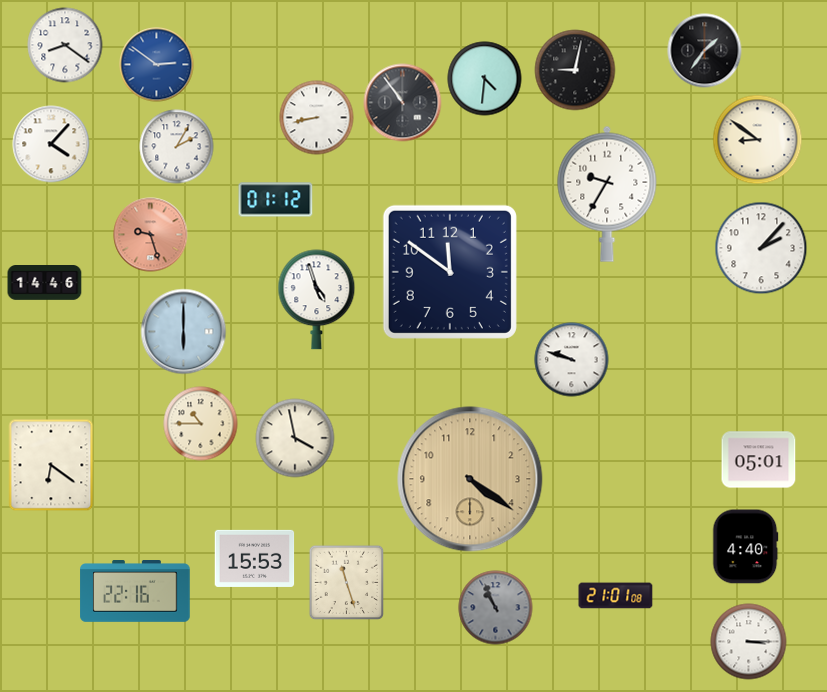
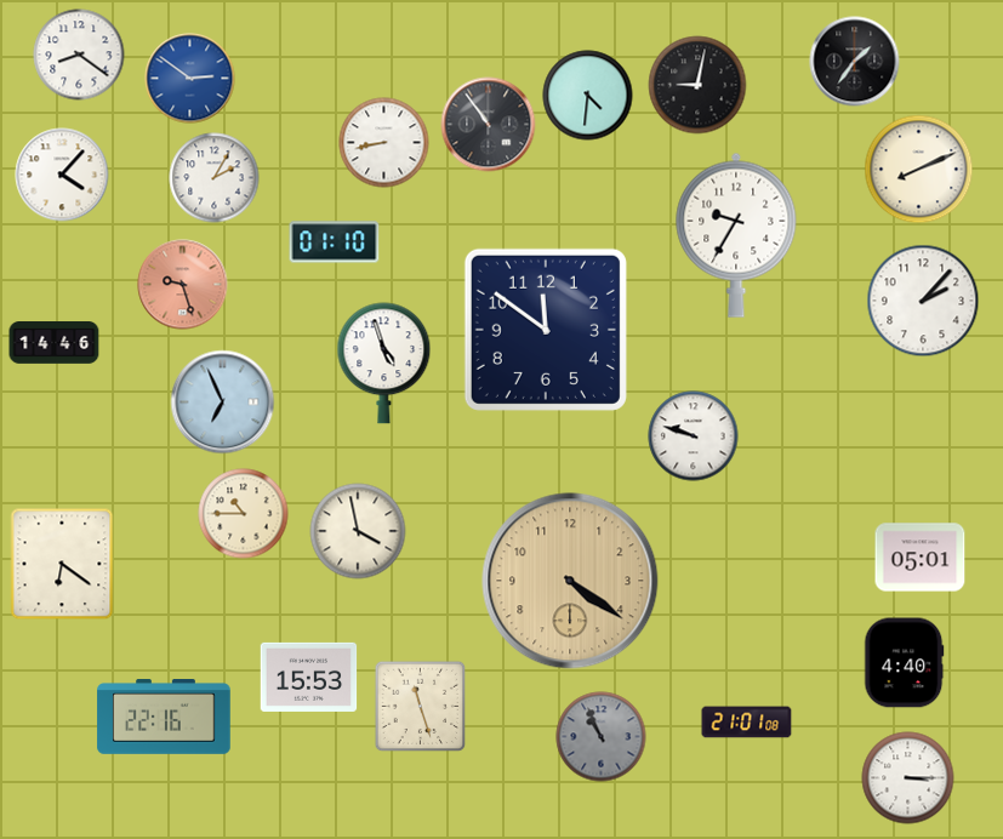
clock at (758, 140): 8:51 -> 8:11
clock at (276, 200): 01:12 -> 01:10
clock at (184, 332): 6:00 -> 6:56
